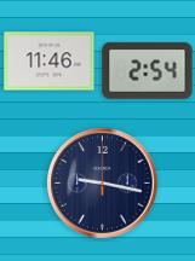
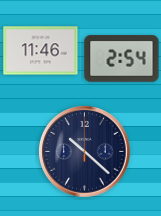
clock at (103, 184): 9:17 -> 10:22
